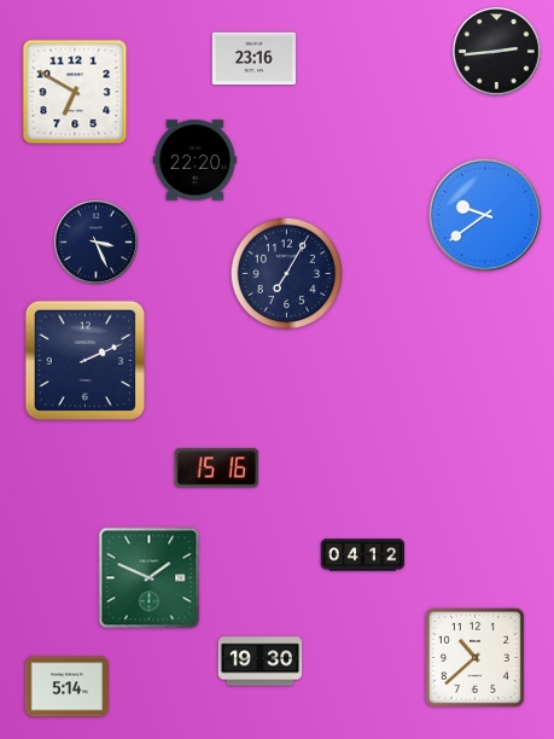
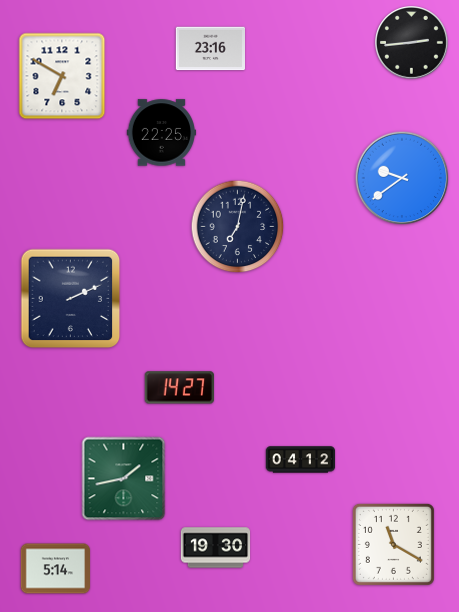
clock at (196, 161): 22:20 -> 22:25
clock at (95, 242): 3:26 -> none
clock at (287, 274): 7:05 -> 7:02
clock at (216, 469): 15:16 -> 14:27
clock at (150, 578): 1:49 -> 1:43
clock at (474, 657): 10:38 -> 11:20
